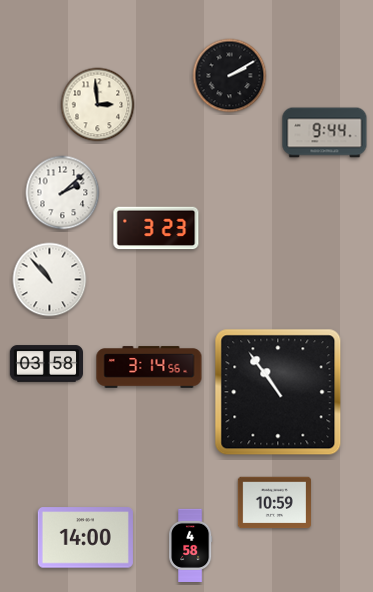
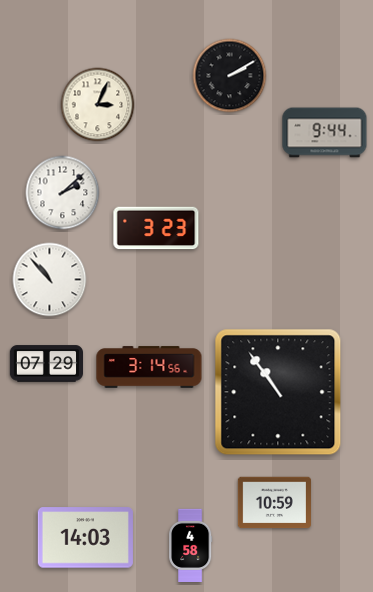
clock at (98, 105): 2:59 -> 3:04
clock at (46, 364): 03:58 -> 07:29
clock at (85, 538): 14:00 -> 14:03
